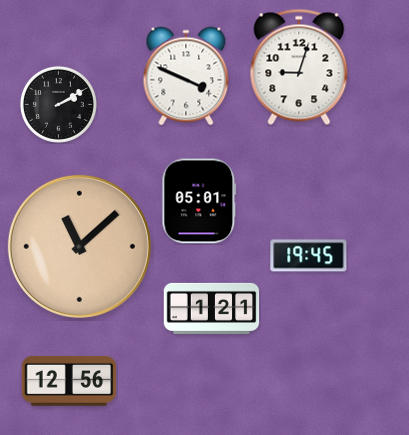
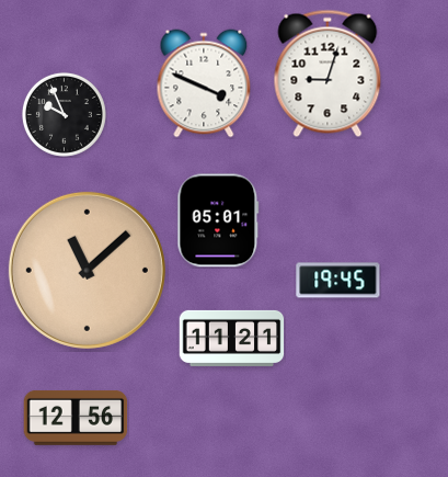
clock at (58, 104): 2:10 -> 9:56
clock at (212, 308): 1:21 -> 11:21
